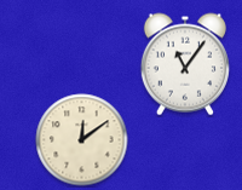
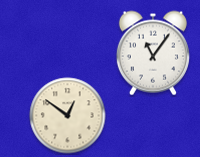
clock at (82, 140): 12:09 -> 12:51
